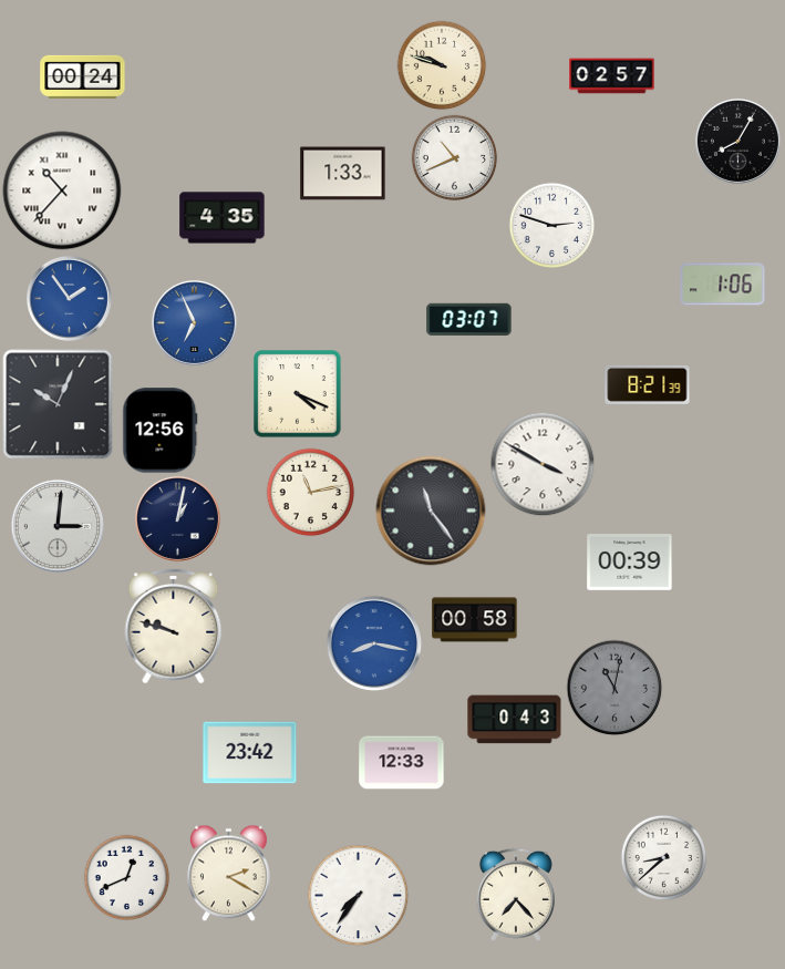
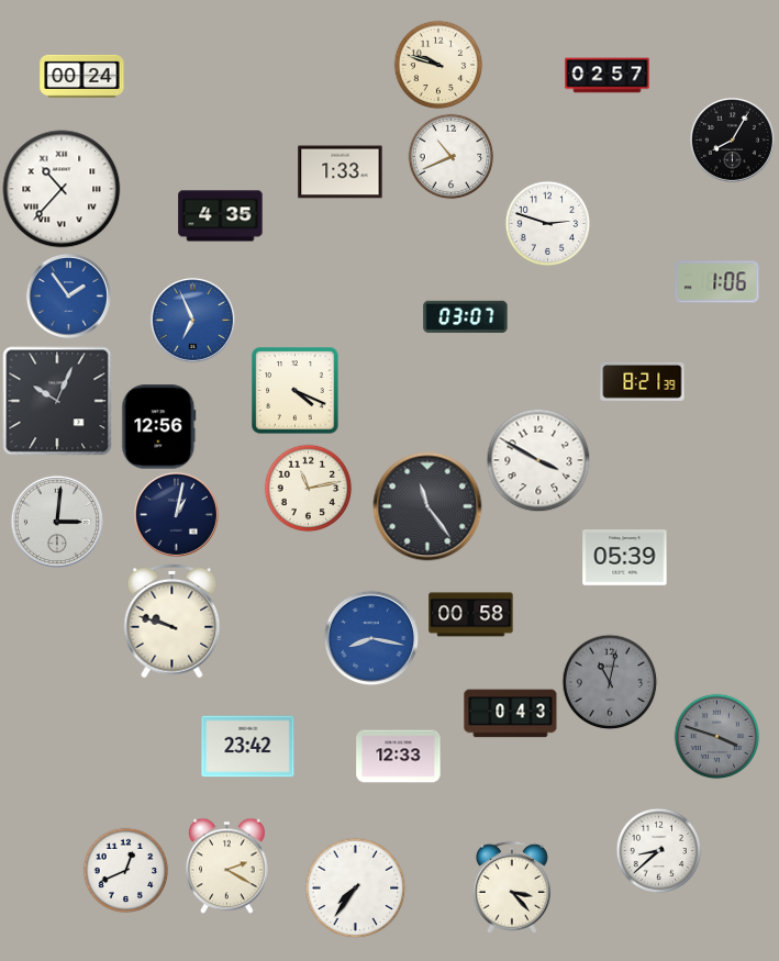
clock at (630, 563): 00:39 -> 05:39
clock at (716, 736): none -> 3:48
clock at (516, 895): 7:23 -> 3:23
